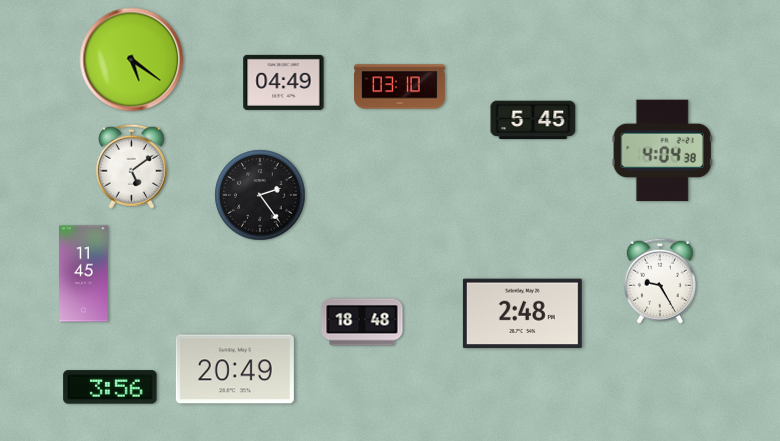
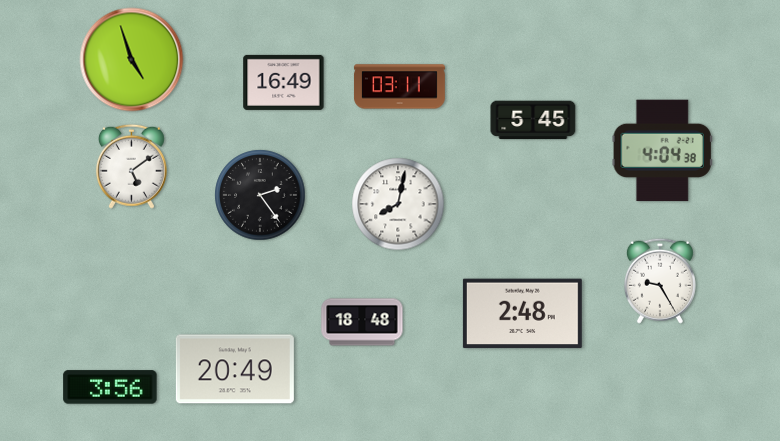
clock at (132, 60): 5:21 -> 4:57
clock at (284, 82): 04:49 -> 16:49
clock at (399, 87): 03:10 -> 03:11
clock at (398, 204): none -> 8:02
clock at (84, 274): 11:45 -> none
